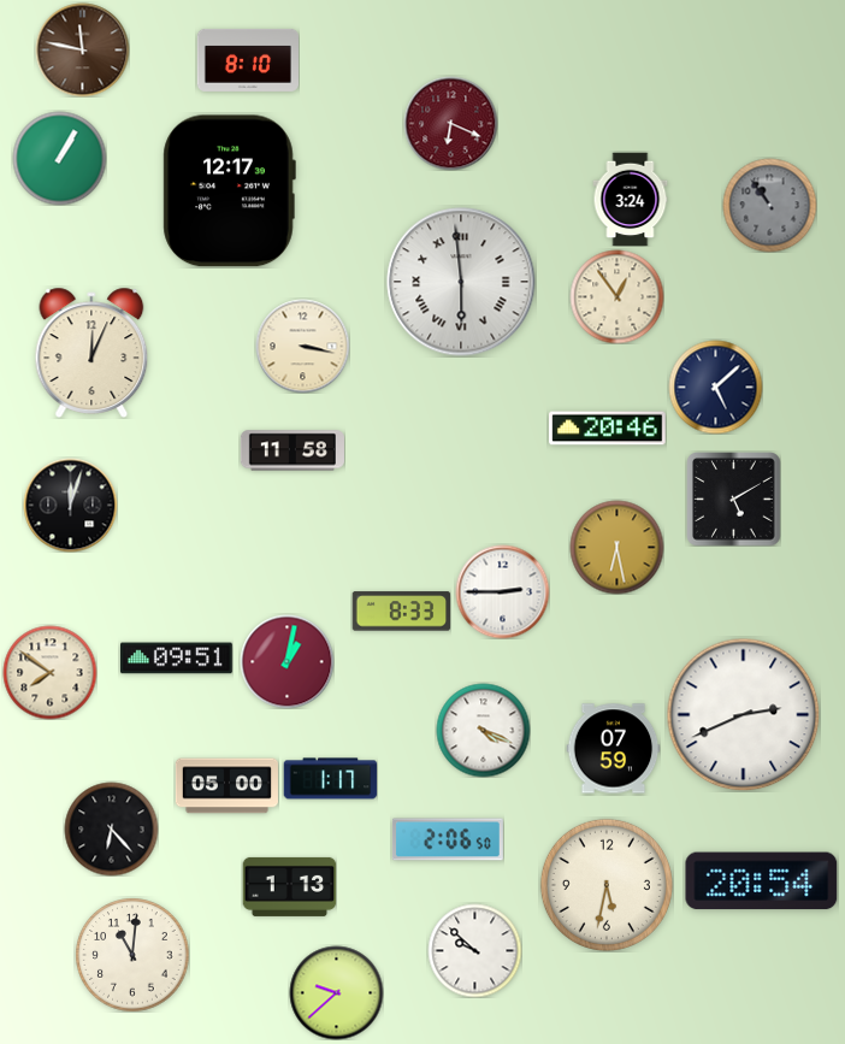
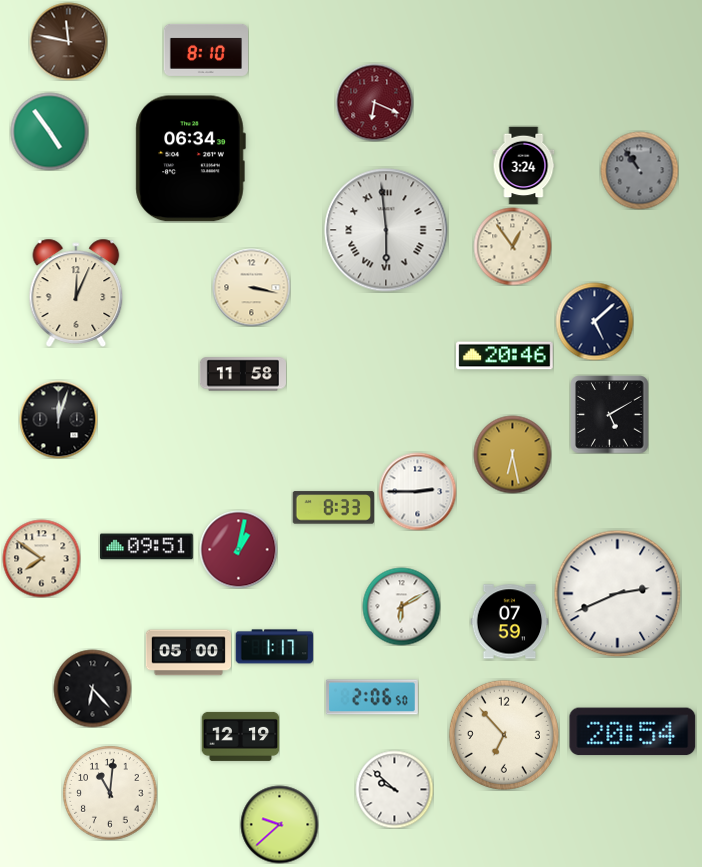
clock at (59, 158): 1:05 -> 4:54
clock at (229, 191): 12:17 -> 06:34
clock at (461, 282) position: (461, 282) -> (386, 230)
clock at (483, 730): 4:19 -> 6:10
clock at (607, 885): 5:32 -> 6:53
clock at (289, 886): 1:13 -> 12:19
